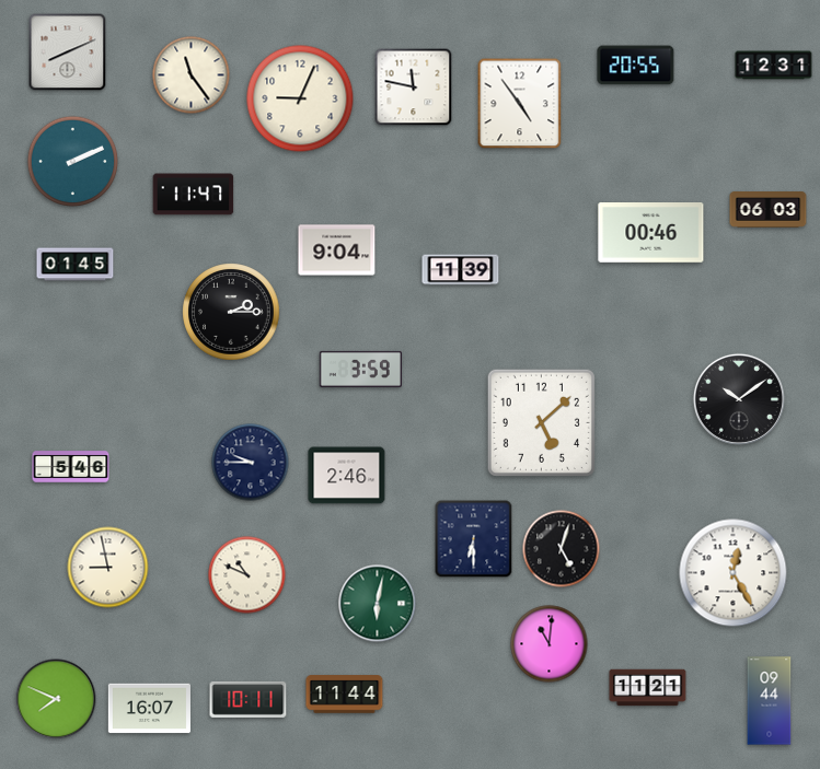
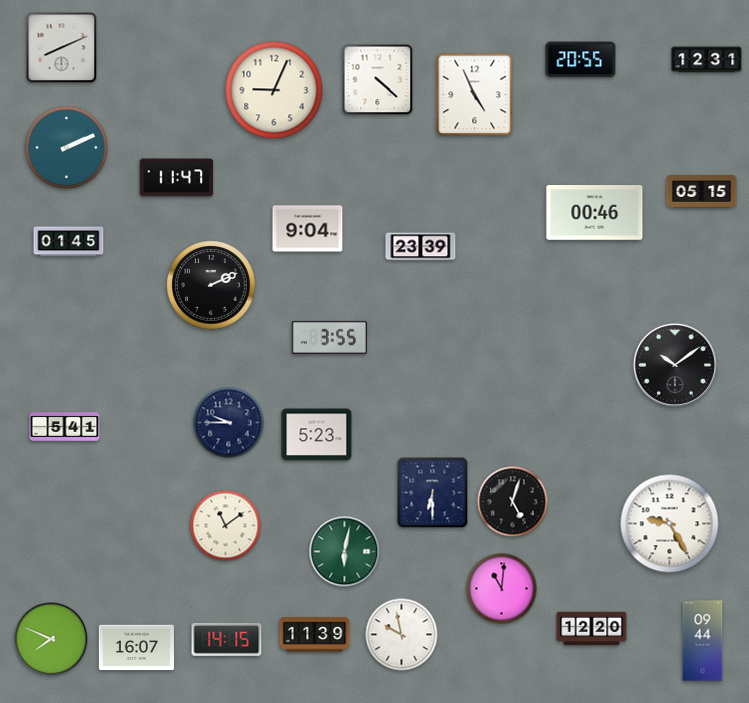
clock at (192, 75): 11:24 -> none
clock at (414, 88): 11:47 -> 4:22
clock at (520, 104): 4:54 -> 4:56
clock at (769, 210): 06:03 -> 05:15
clock at (461, 270): 11:39 -> 23:39
clock at (231, 312): 2:15 -> 2:11
clock at (360, 369): 3:59 -> 3:55
clock at (541, 422): 5:08 -> none
clock at (71, 467): 5:46 -> 5:41
clock at (347, 476): 2:46 -> 5:23
clock at (108, 568): 8:58 -> none
clock at (734, 573): 12:25 -> 9:25
clock at (247, 575): 10:49 -> 11:09
clock at (648, 688): 11:21 -> 12:20
clock at (345, 695): 11:44 -> 11:39
clock at (402, 635): none -> 9:58
clock at (249, 699): 10:11 -> 14:15
